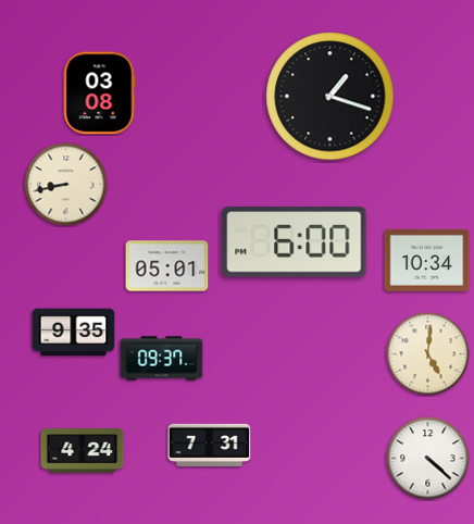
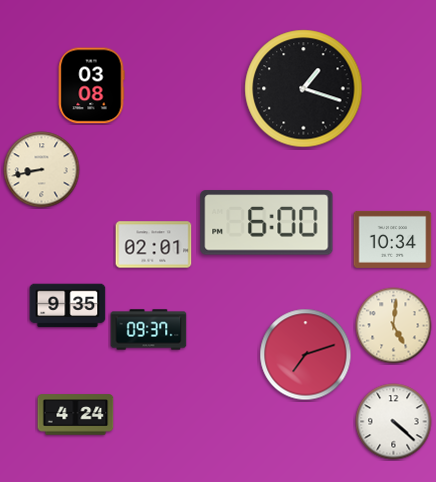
clock at (66, 185) position: (66, 185) -> (42, 170)
clock at (295, 242) position: (295, 242) -> (267, 223)
clock at (167, 266): 05:01 -> 02:01
clock at (306, 355): none -> 7:12
clock at (210, 445): 7:31 -> none
